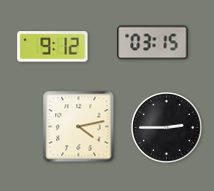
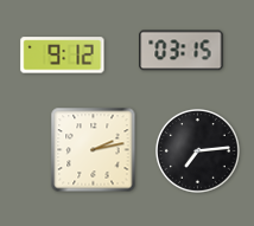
clock at (79, 127): 4:13 -> 2:13
clock at (167, 128): 2:45 -> 7:14
